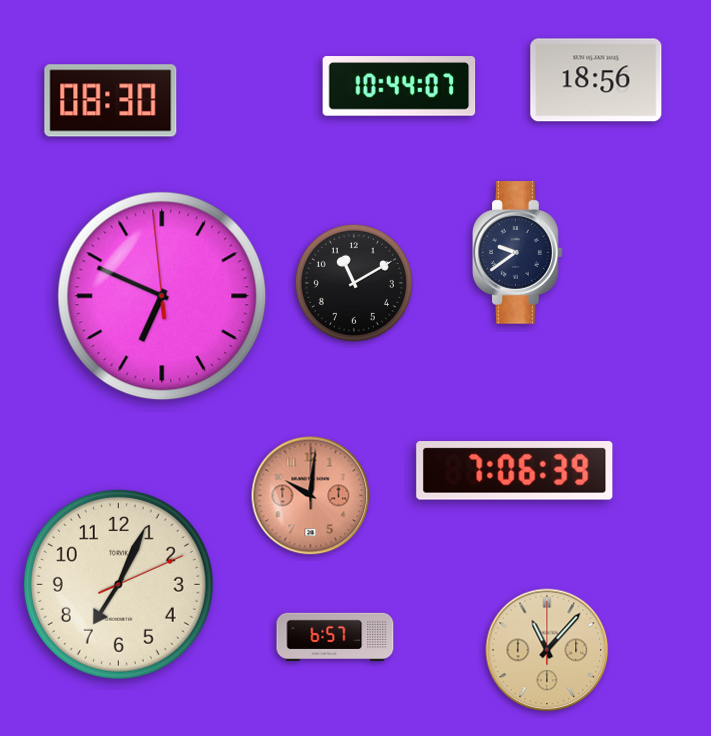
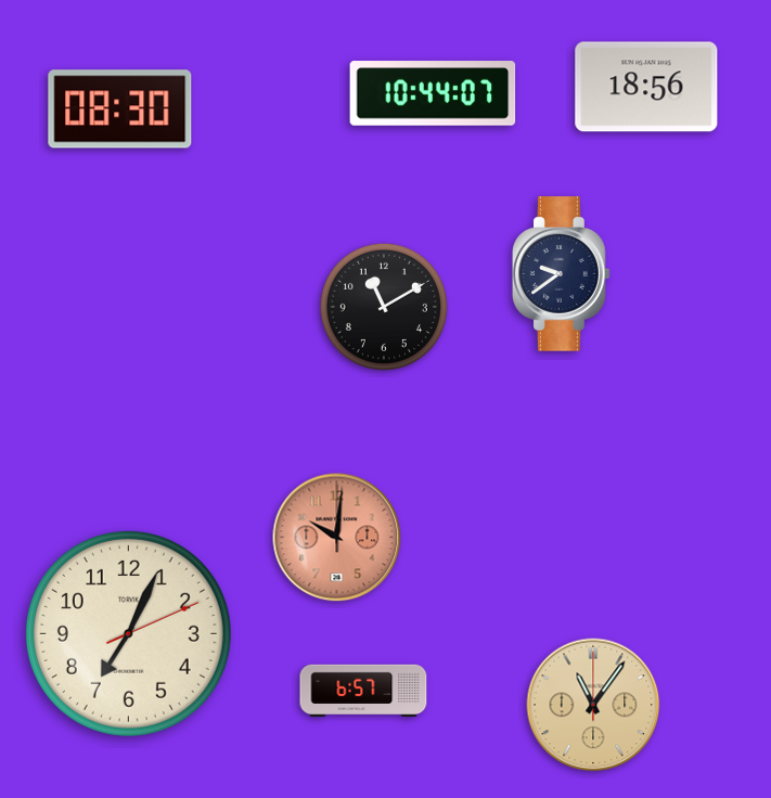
clock at (162, 296): 6:48 -> none
clock at (515, 471): 7:06 -> none
clock at (547, 650): 11:07 -> 11:06
